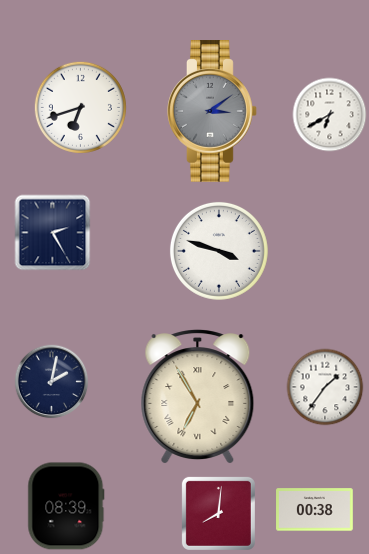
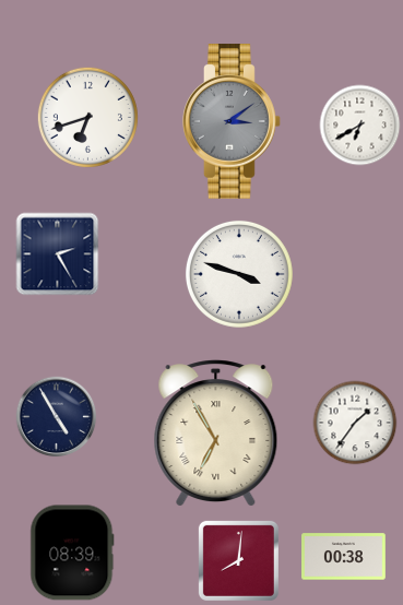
clock at (52, 382): 2:02 -> 4:55
